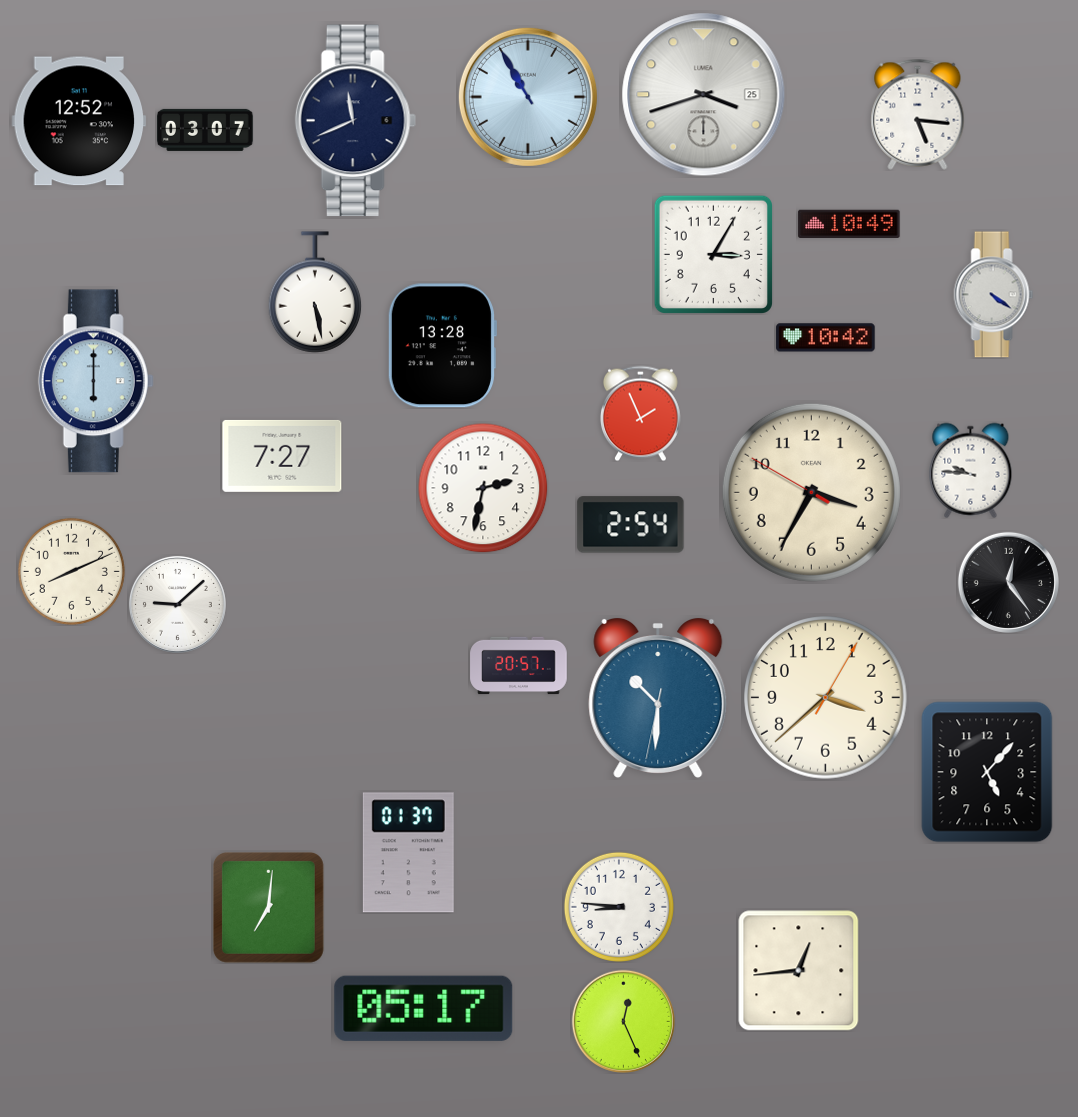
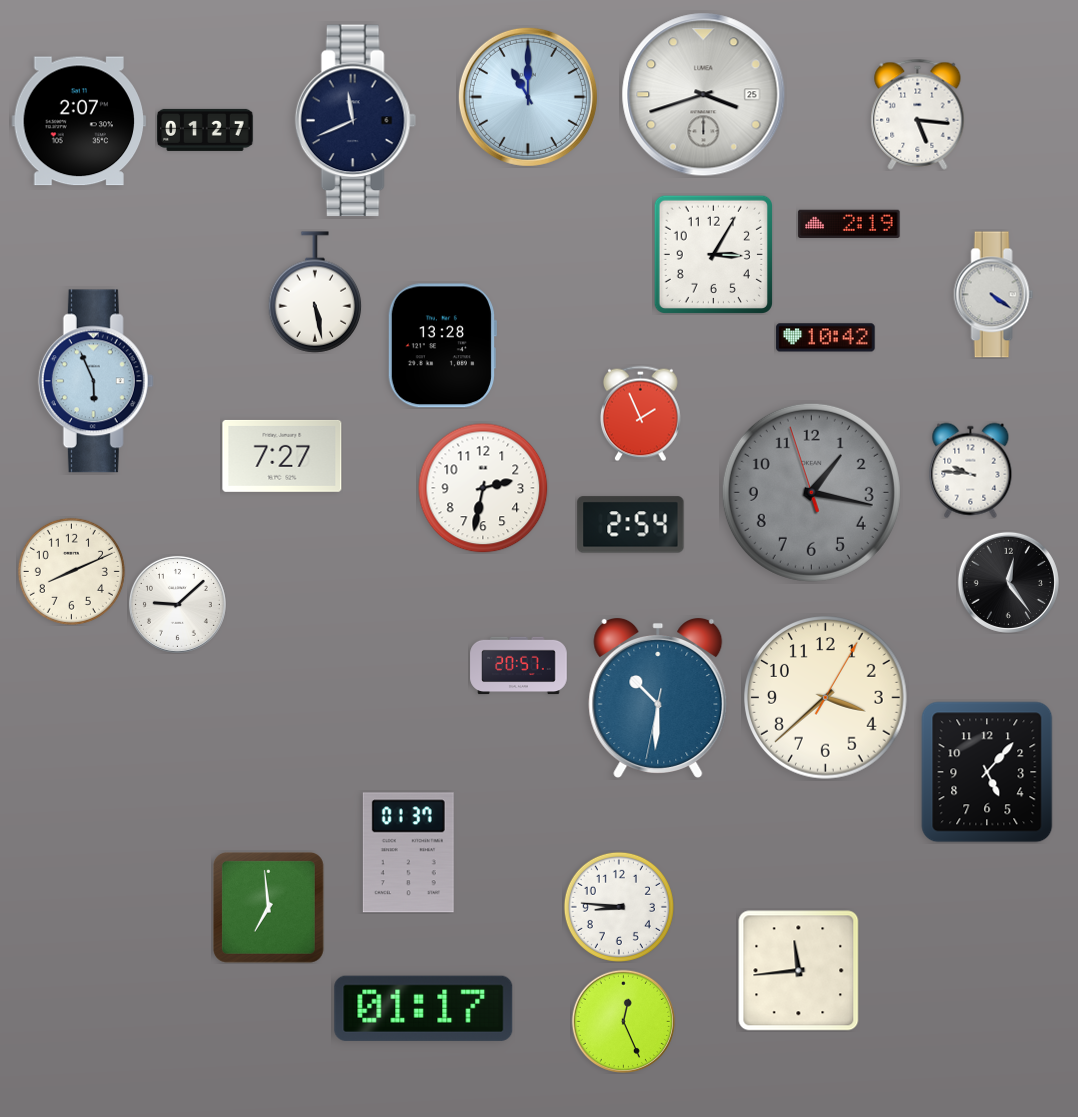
clock at (528, 97): 10:55 -> 11:00
clock at (79, 121): 12:52 -> 2:07
clock at (205, 130): 03:07 -> 01:27
clock at (849, 223): 10:49 -> 2:19
clock at (96, 381): 6:00 -> 5:56
clock at (811, 492): 3:34 -> 1:16
clock at (811, 492) dial: cream -> grey
clock at (268, 907): 7:01 -> 6:59
clock at (799, 971): 12:44 -> 11:44
clock at (424, 1008): 05:17 -> 01:17
